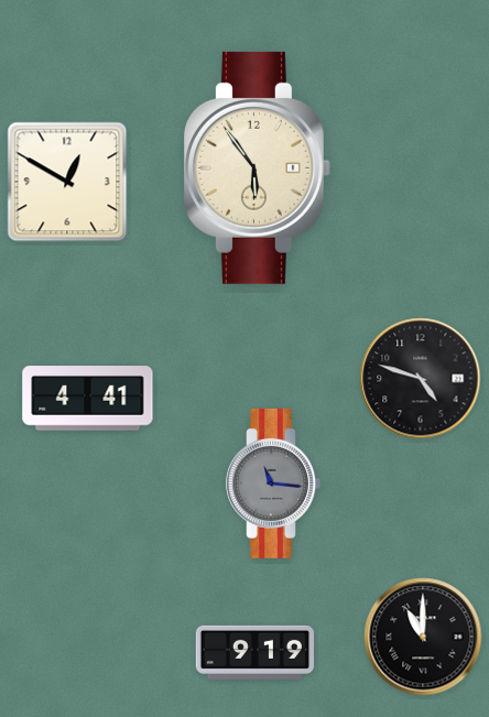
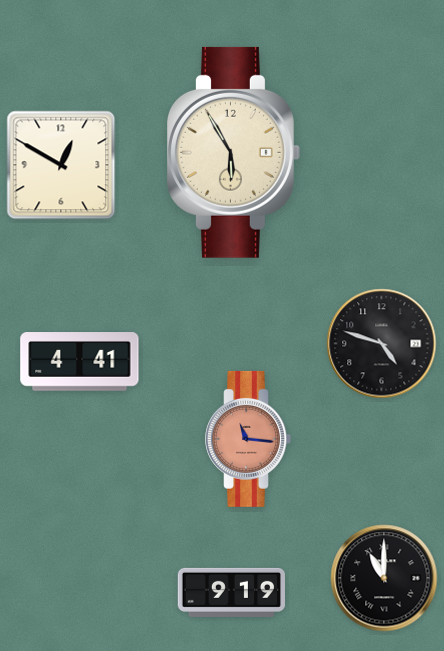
clock at (258, 167): 5:54 -> 5:55
clock at (273, 484) dial: grey -> salmon
